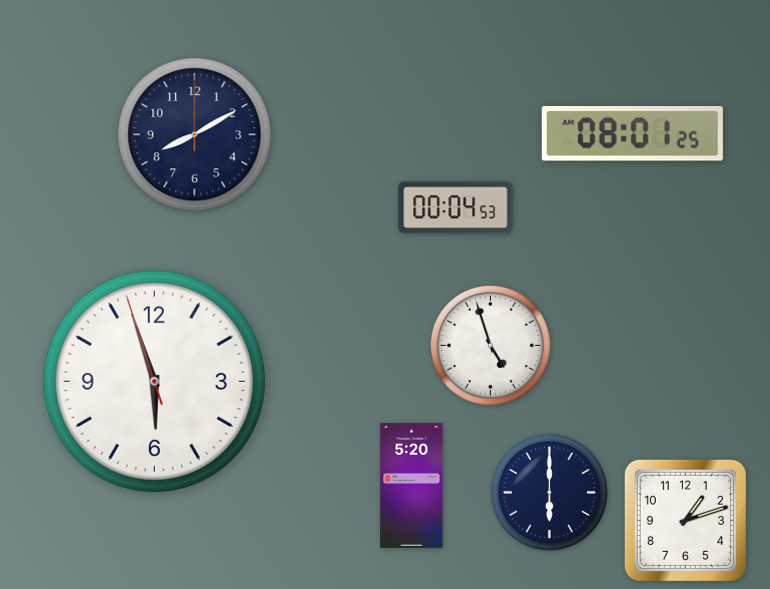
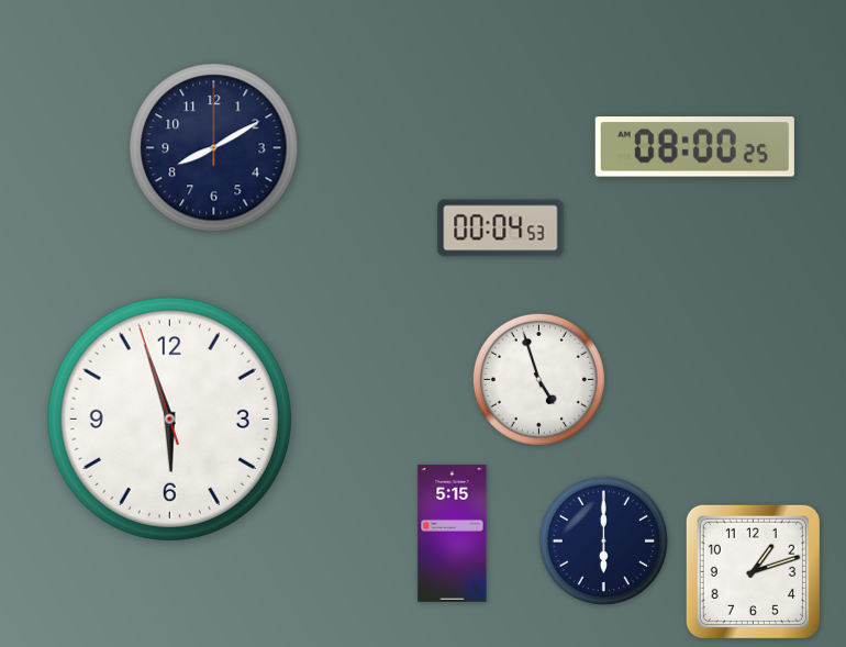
clock at (632, 134): 08:01 -> 08:00
clock at (412, 485): 5:20 -> 5:15
